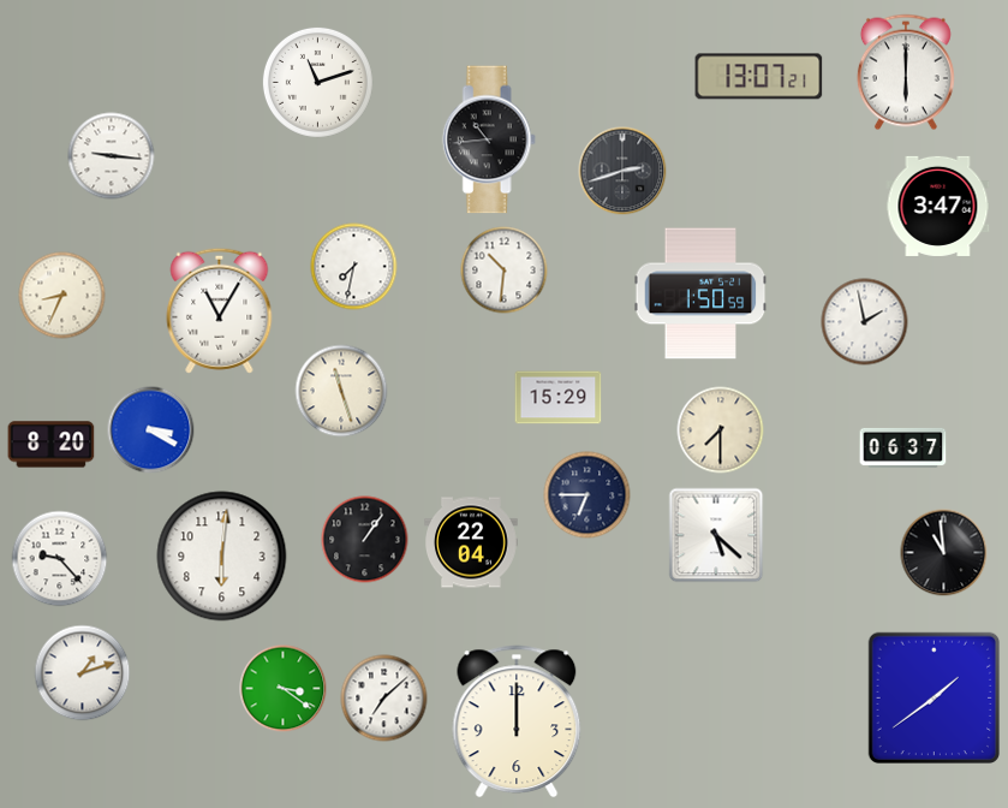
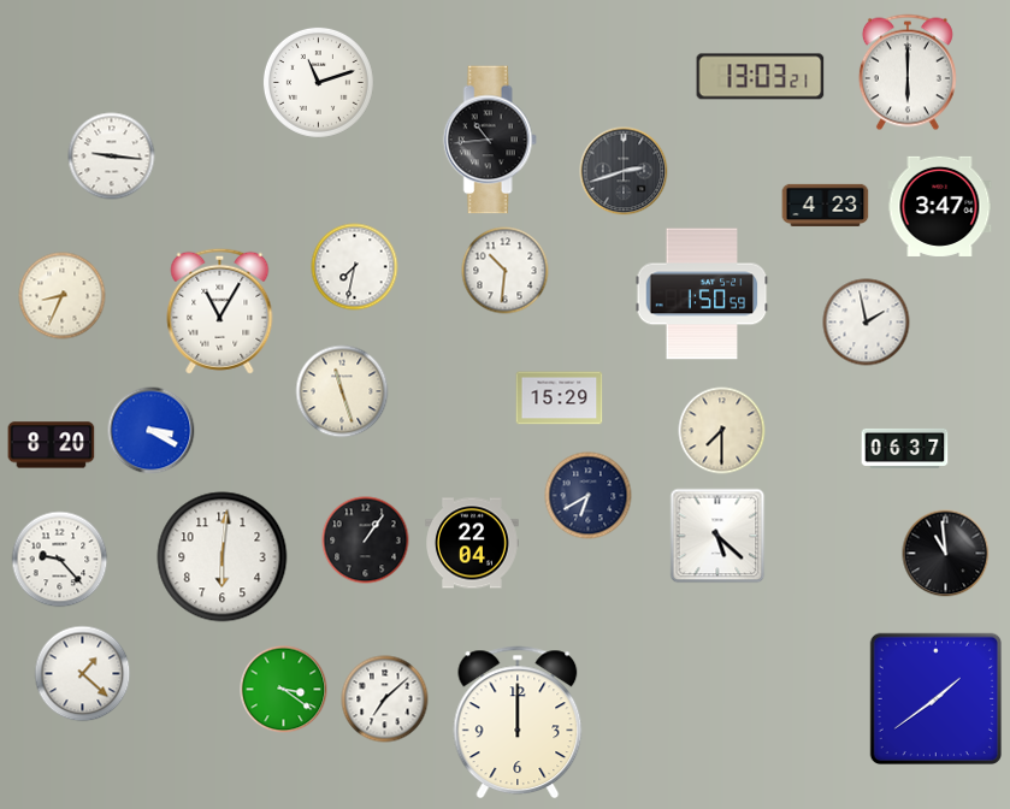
clock at (759, 77): 13:07 -> 13:03
clock at (826, 205): none -> 4:23
clock at (587, 495): 6:45 -> 6:40
clock at (83, 673): 1:12 -> 1:22
